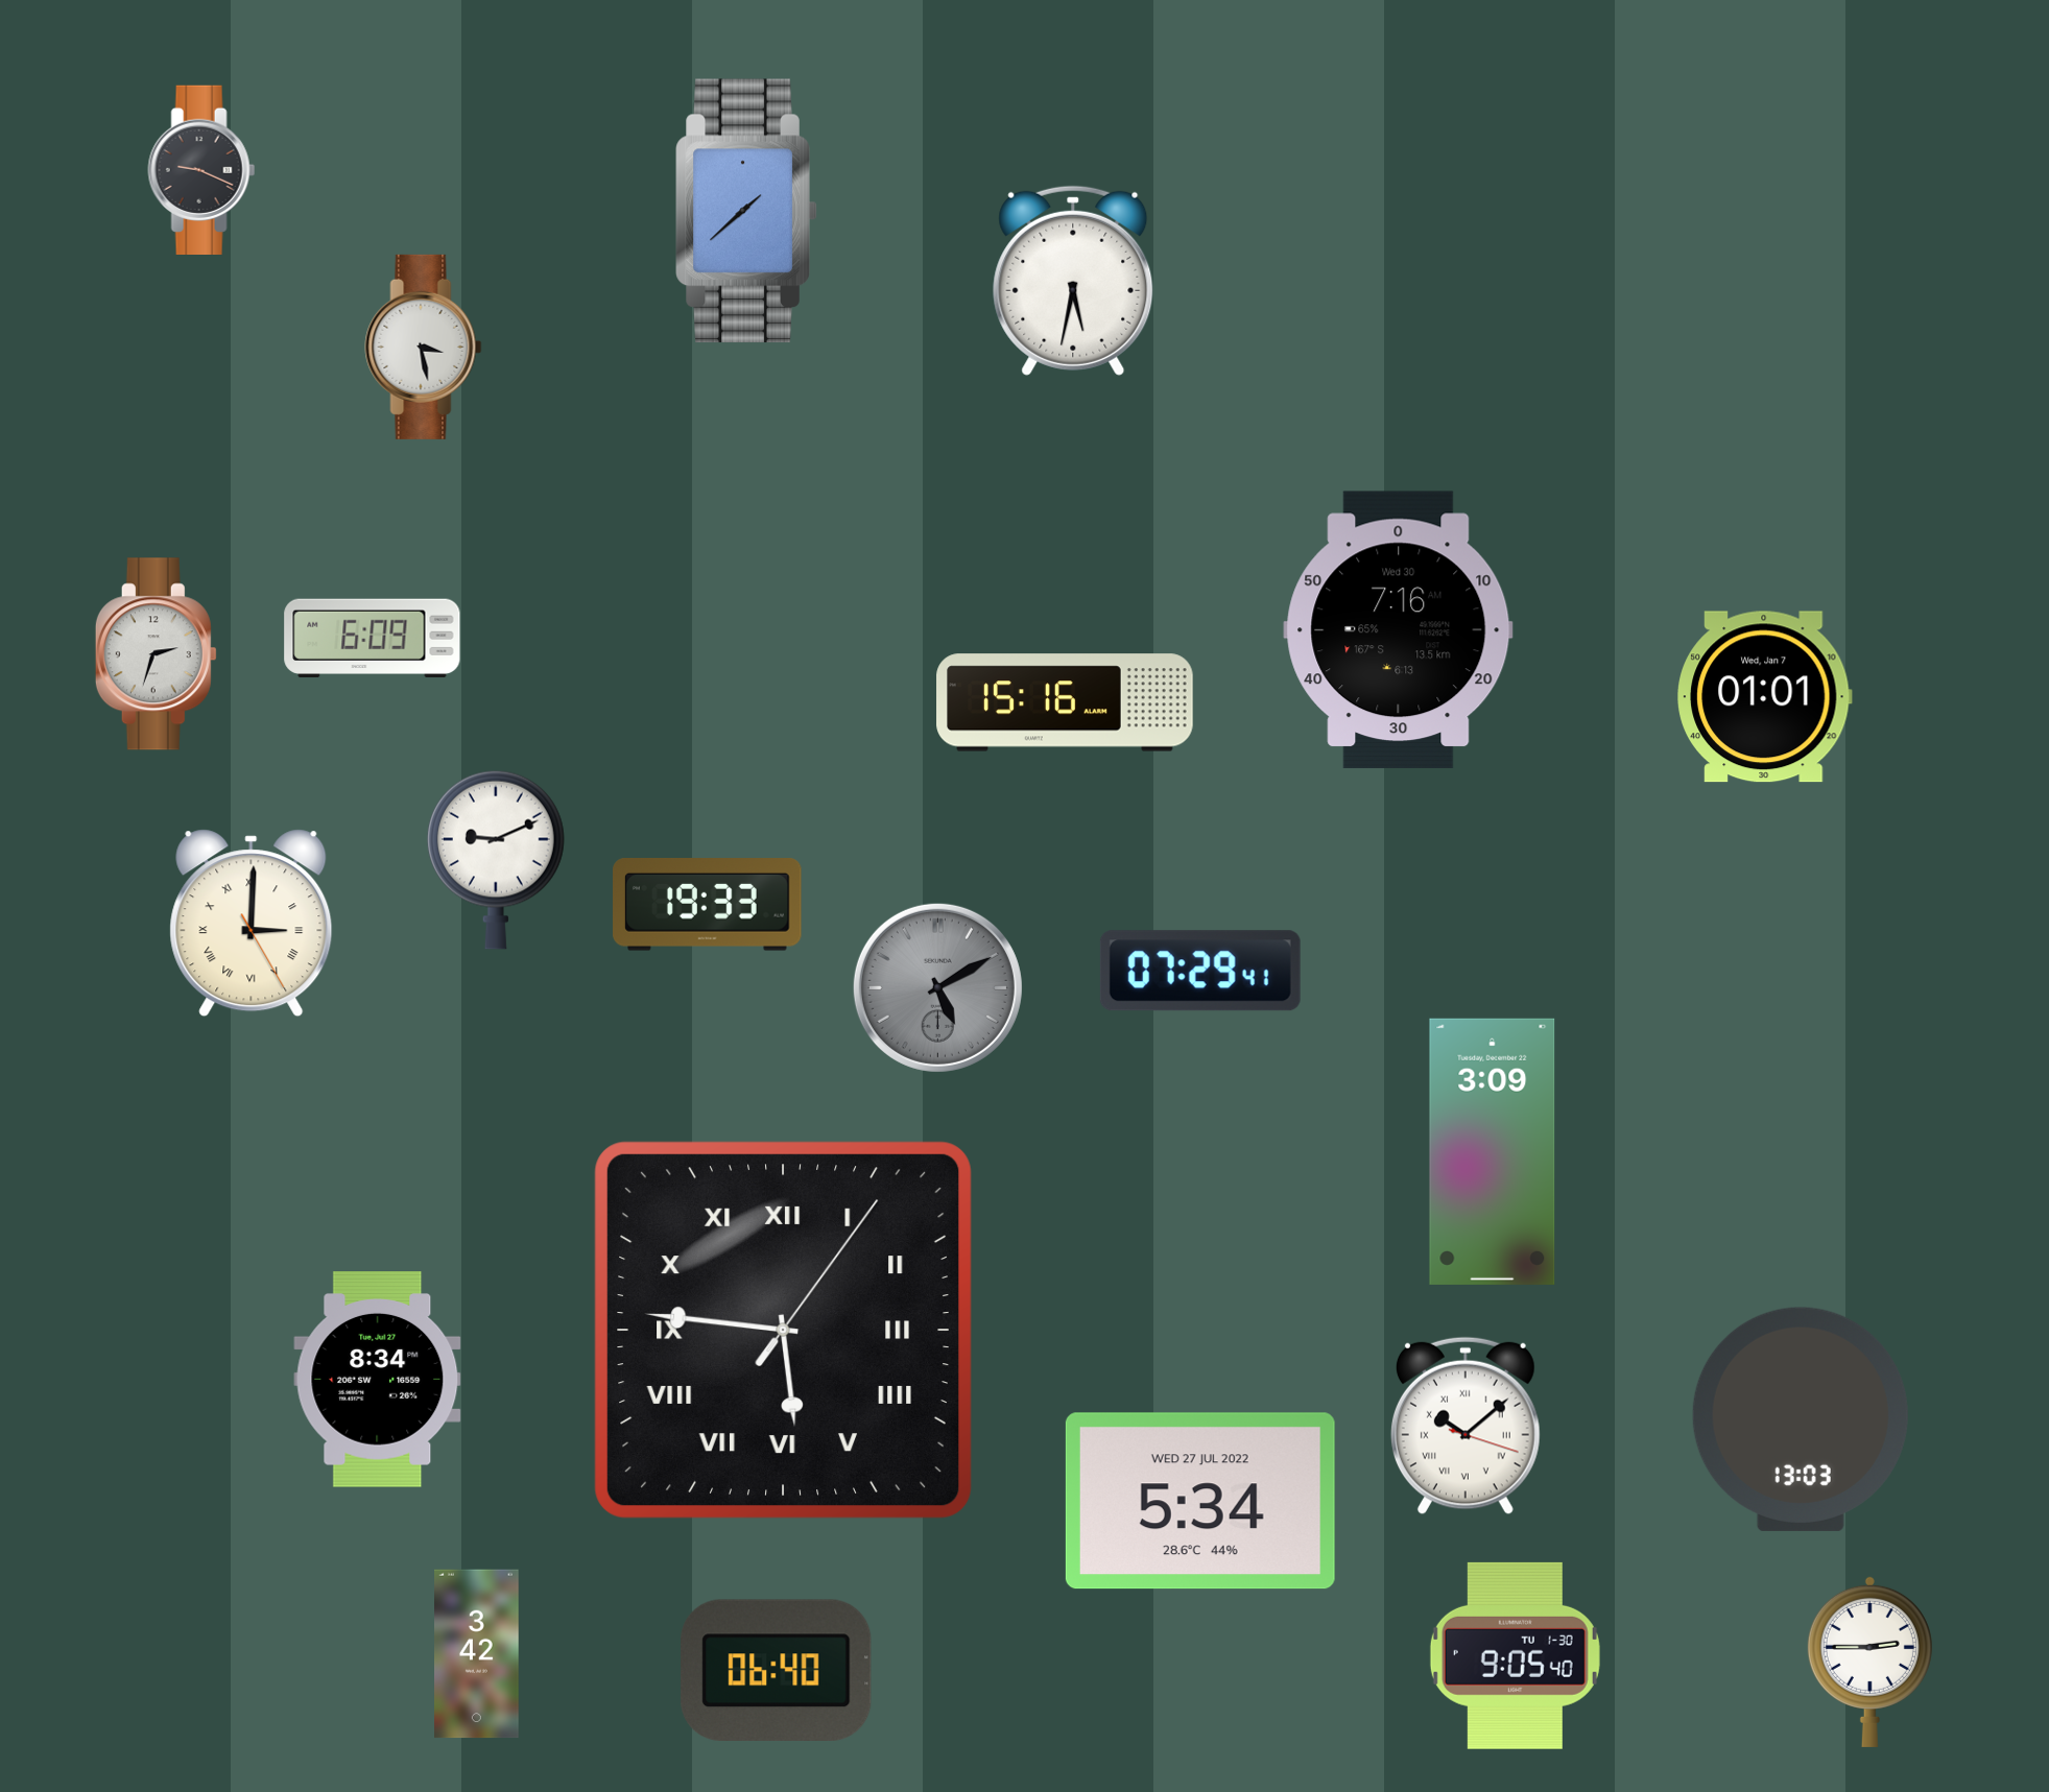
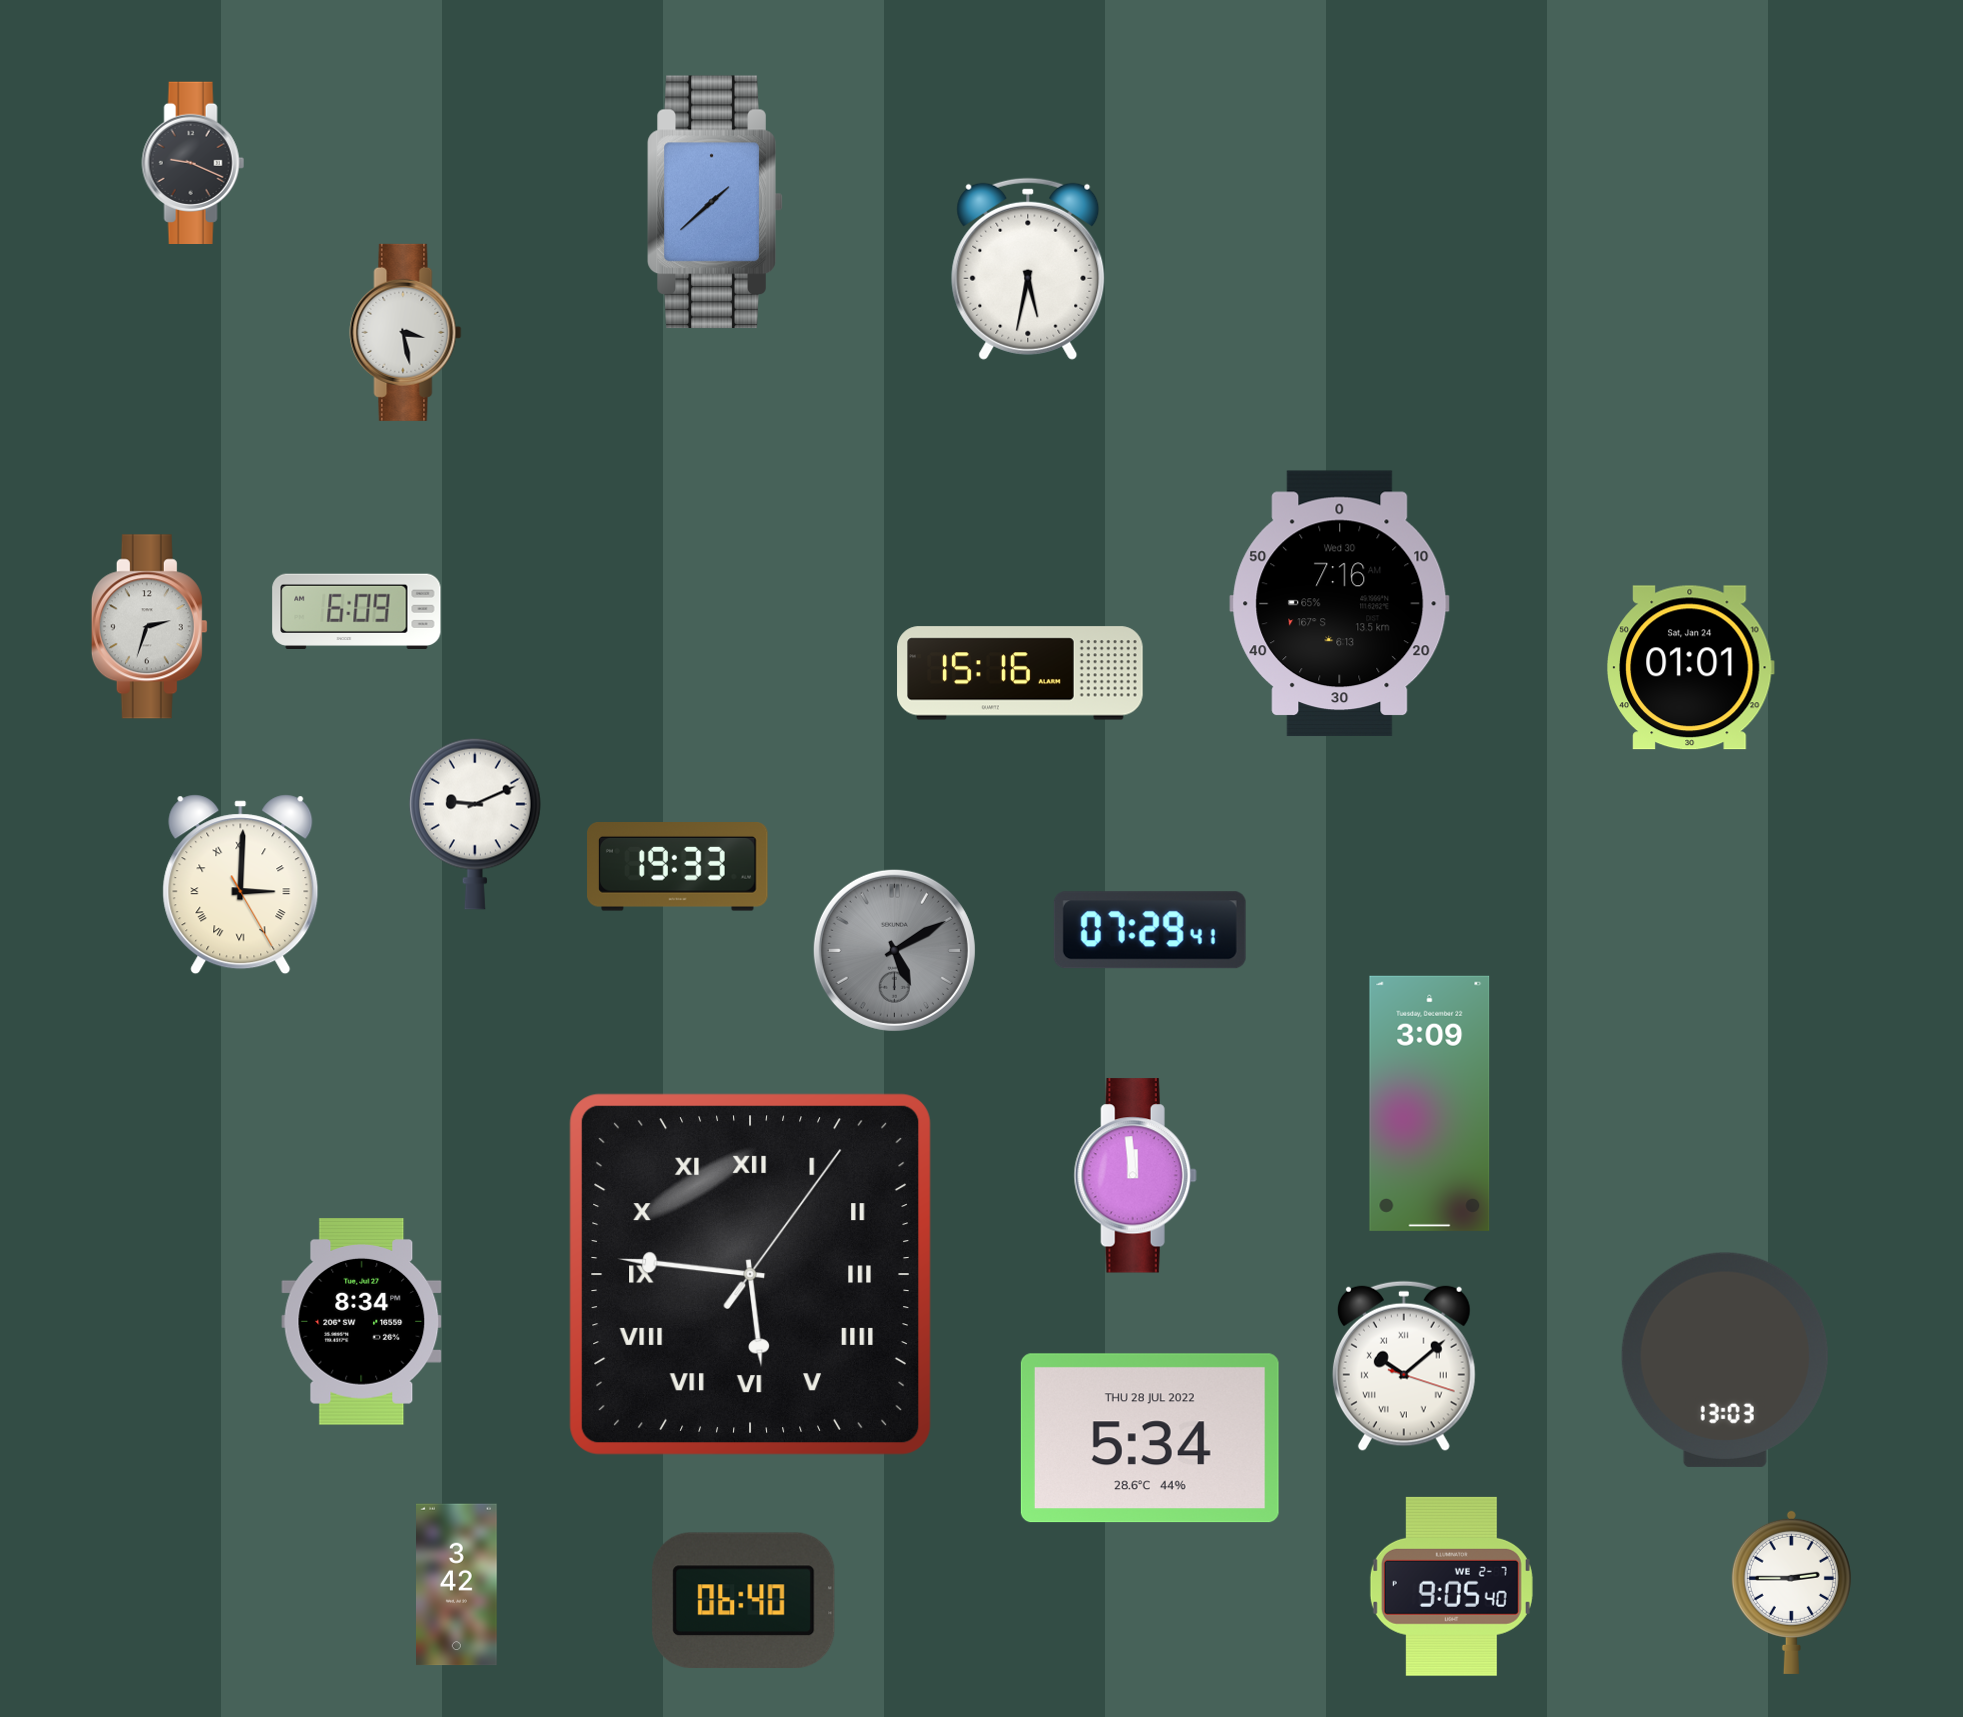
clock at (1765, 697) date: Wed, Jan 7 -> Sat, Jan 24
clock at (937, 987) position: (937, 987) -> (894, 950)
clock at (1135, 1176): none -> 11:59
clock at (1200, 1501) date: WED 27 JUL 2022 -> THU 28 JUL 2022
clock at (1515, 1655) date: TU 1-30 -> WE 2-7
